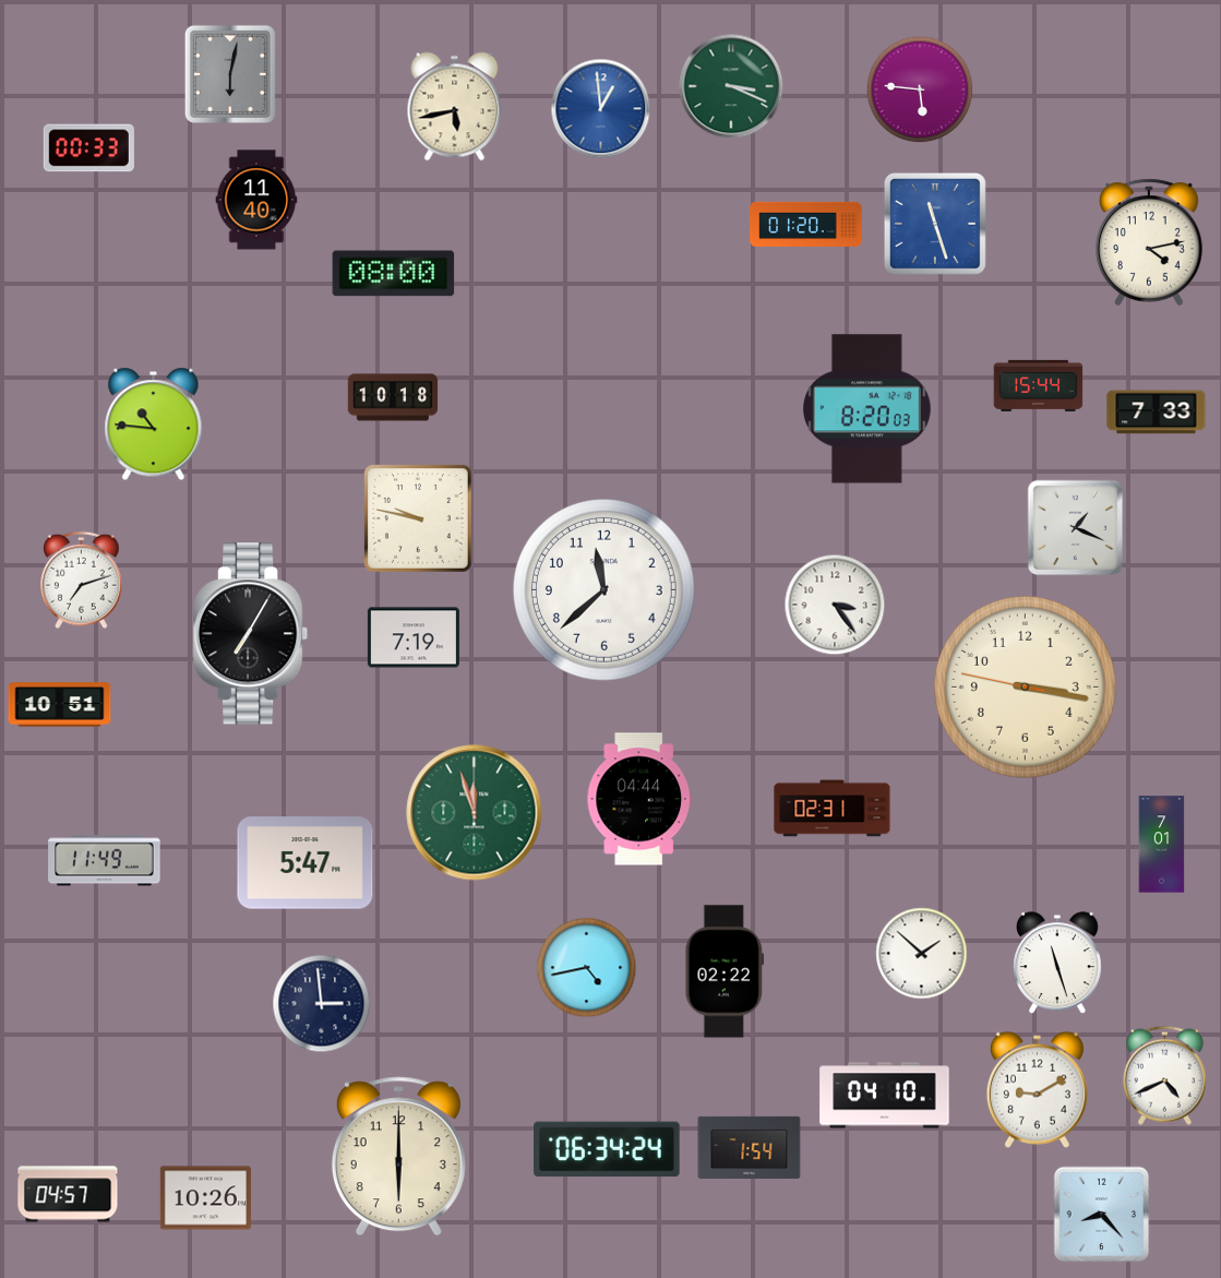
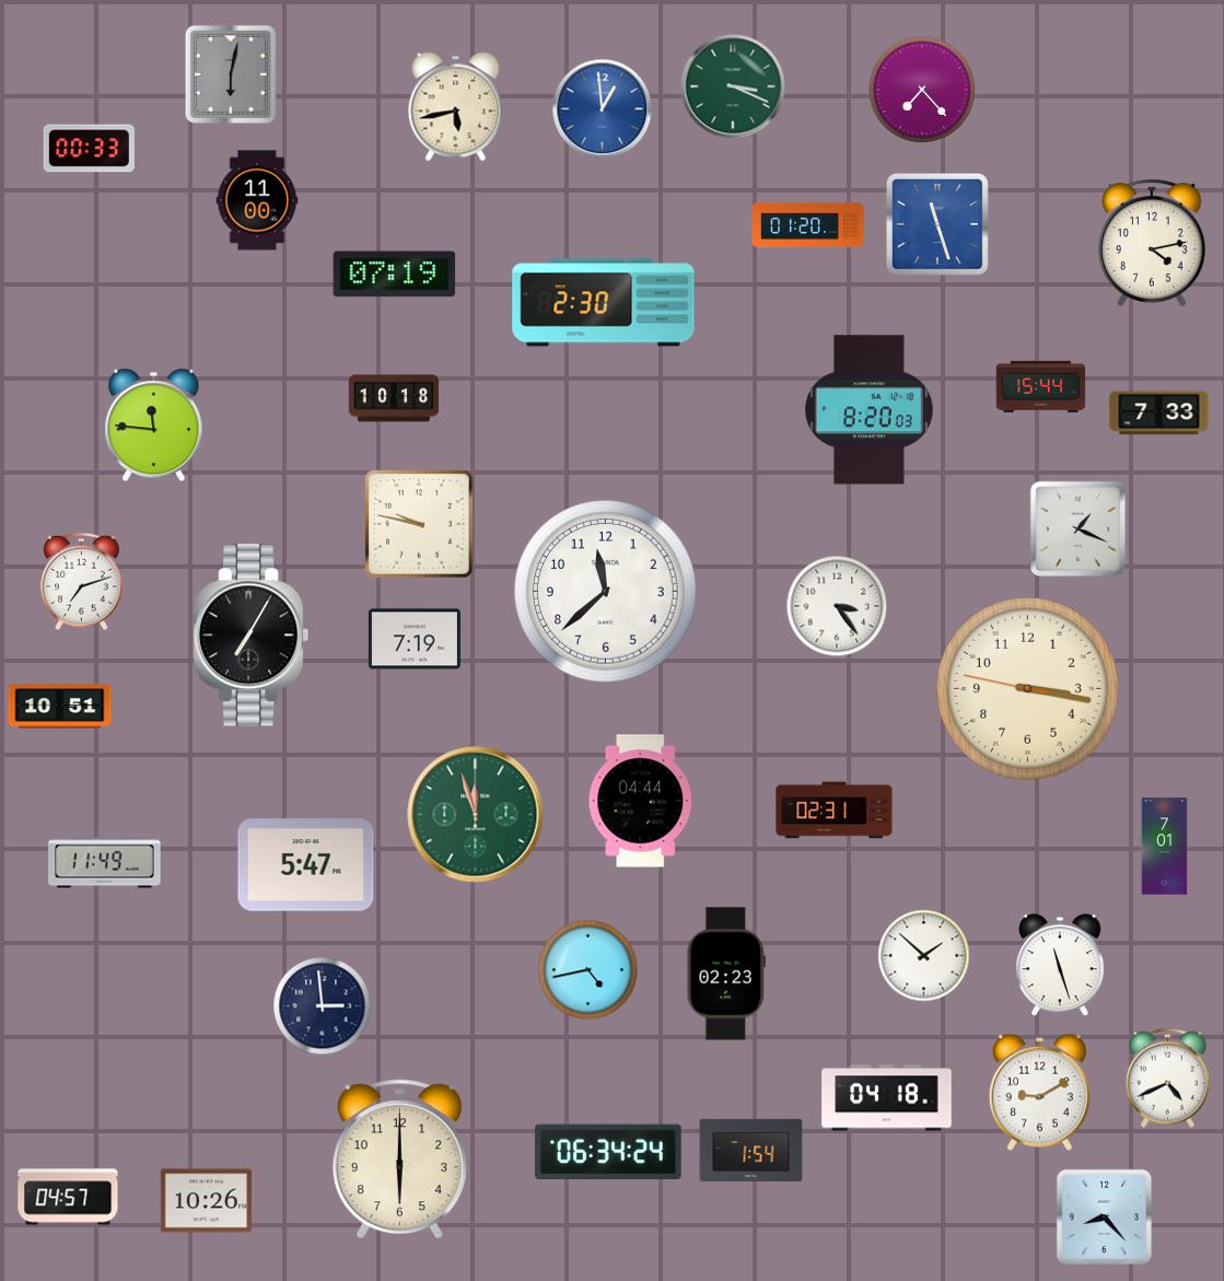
clock at (920, 89): 5:46 -> 7:23
clock at (256, 200): 11:40 -> 11:00
clock at (394, 274): 08:00 -> 07:19
clock at (604, 303): none -> 2:30
clock at (154, 425): 10:46 -> 11:46
clock at (419, 519) position: (419, 519) -> (420, 525)
clock at (725, 971): 02:22 -> 02:23
clock at (885, 1096): 04:10 -> 04:18
